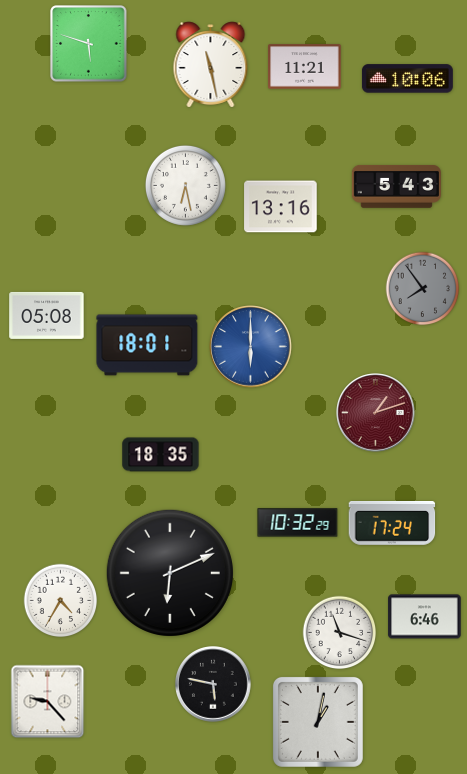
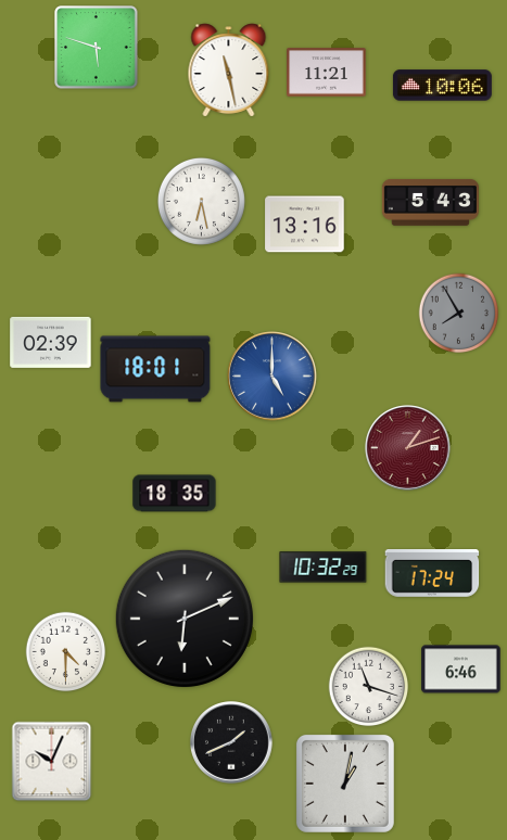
clock at (305, 67) position: (305, 67) -> (327, 73)
clock at (423, 289): 7:54 -> 7:55
clock at (47, 315): 05:08 -> 02:39
clock at (147, 345) position: (147, 345) -> (155, 369)
clock at (251, 347): 6:00 -> 5:00
clock at (392, 524) position: (392, 524) -> (432, 574)
clock at (170, 573) position: (170, 573) -> (185, 619)
clock at (61, 601): 4:35 -> 4:30
clock at (214, 685): 5:47 -> 1:41
clock at (48, 702): 9:23 -> 10:04
